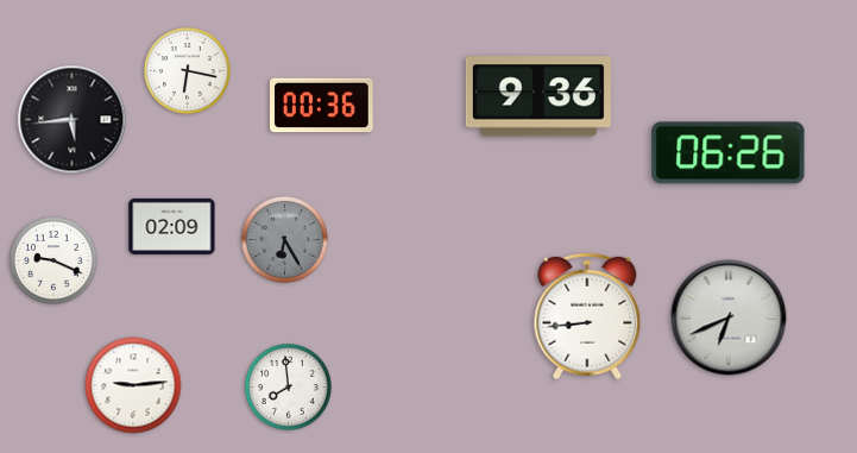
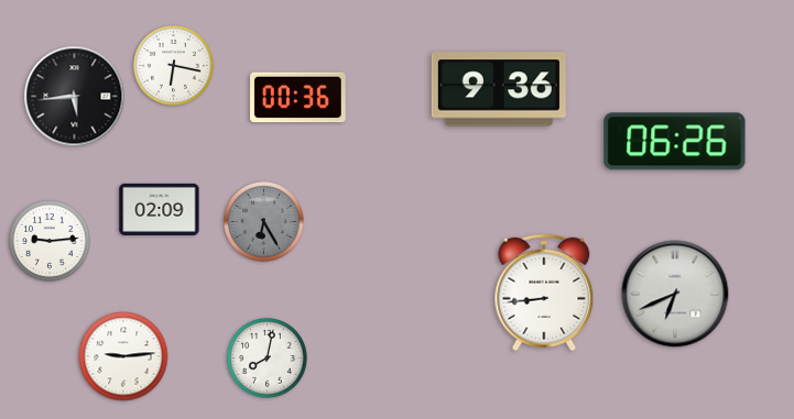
clock at (73, 120) position: (73, 120) -> (75, 97)
clock at (53, 260): 9:19 -> 9:14
clock at (289, 388): 7:59 -> 8:02
